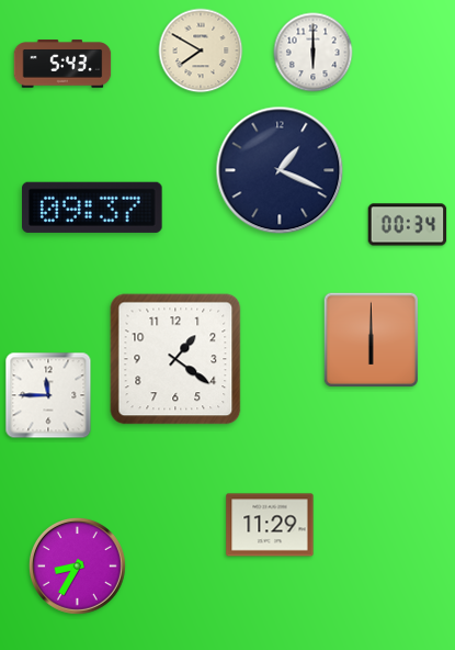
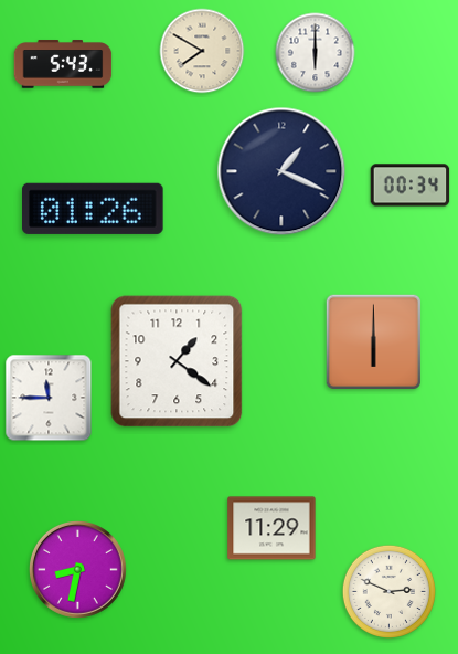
clock at (92, 208): 09:37 -> 01:26
clock at (408, 225) position: (408, 225) -> (411, 186)
clock at (77, 565): 8:35 -> 8:32
clock at (388, 591): none -> 2:49
